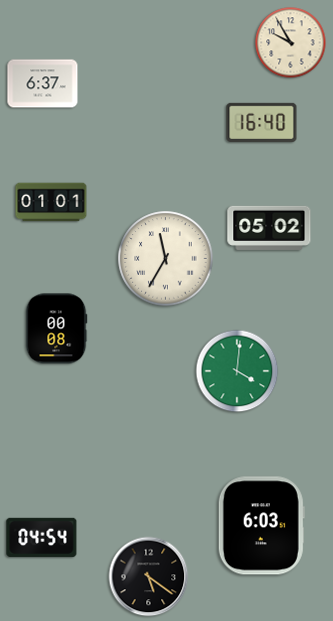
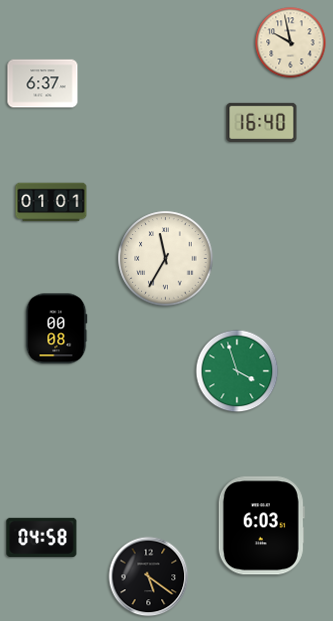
clock at (291, 43): 9:55 -> 9:58
clock at (269, 228): 05:02 -> none
clock at (237, 371): 4:01 -> 3:57
clock at (42, 537): 04:54 -> 04:58
